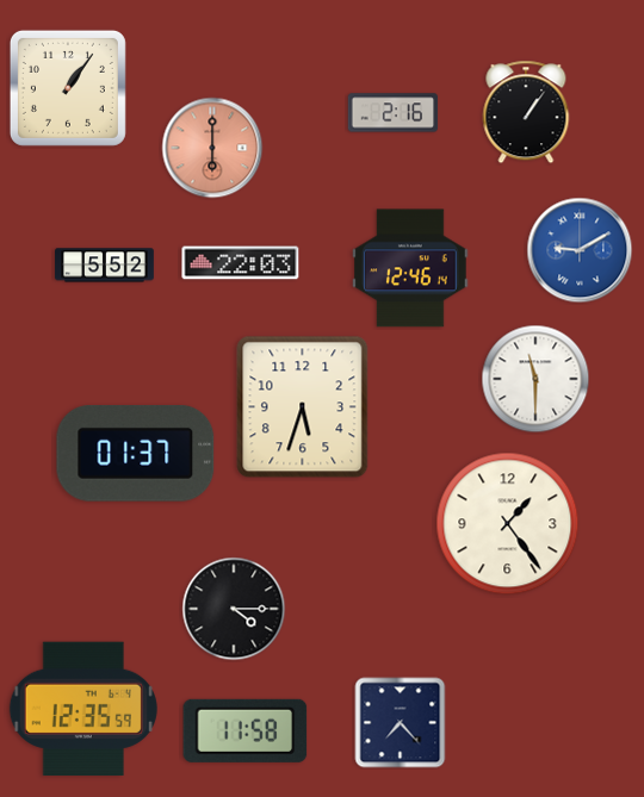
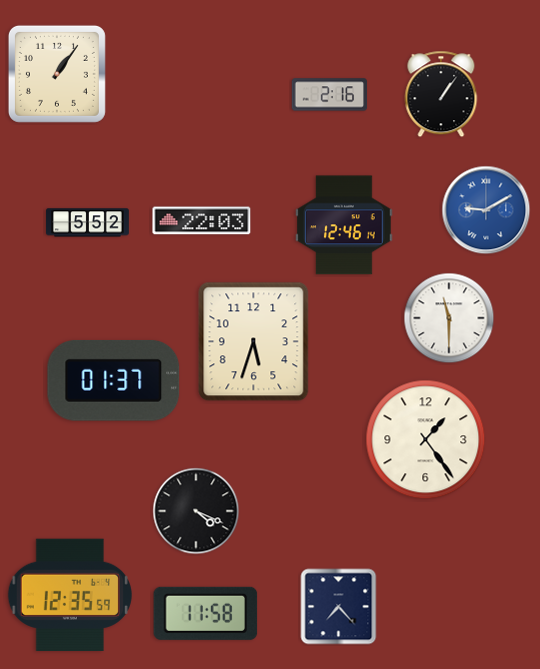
clock at (212, 148): 6:00 -> none
clock at (234, 609): 4:15 -> 4:19
clock at (401, 723) position: (401, 723) -> (339, 607)
